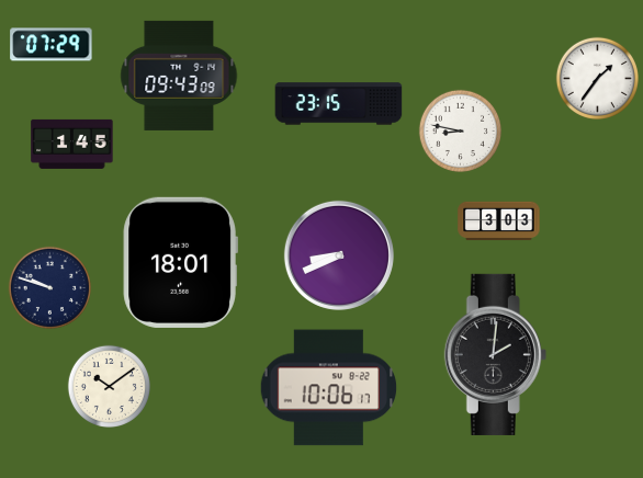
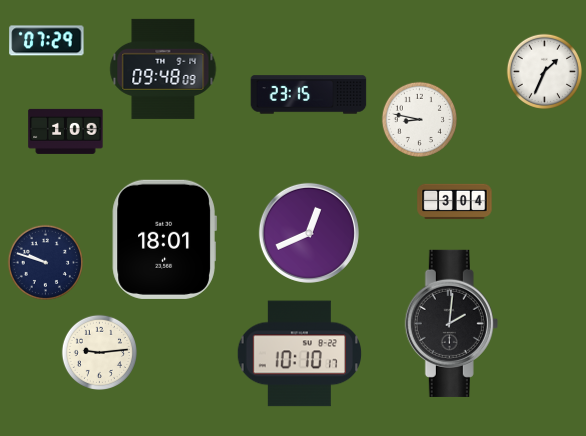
clock at (179, 76): 09:43 -> 09:48
clock at (597, 78): 1:36 -> 1:34
clock at (72, 144): 1:45 -> 1:09
clock at (499, 221): 3:03 -> 3:04
clock at (339, 255): 8:41 -> 12:41
clock at (109, 386): 10:09 -> 9:14
clock at (329, 388): 10:06 -> 10:10
